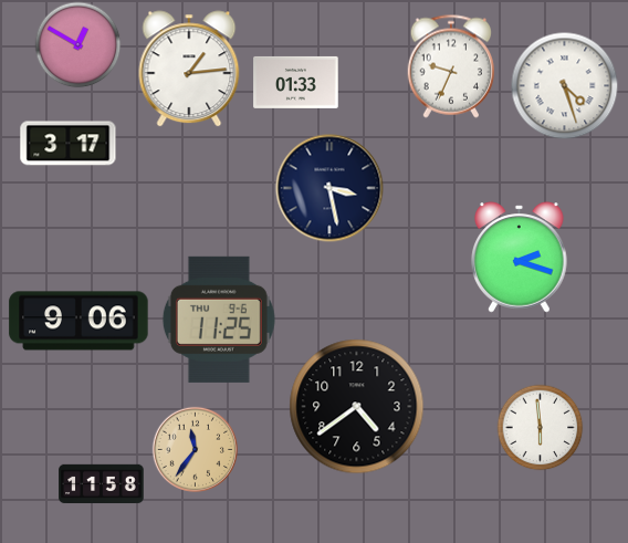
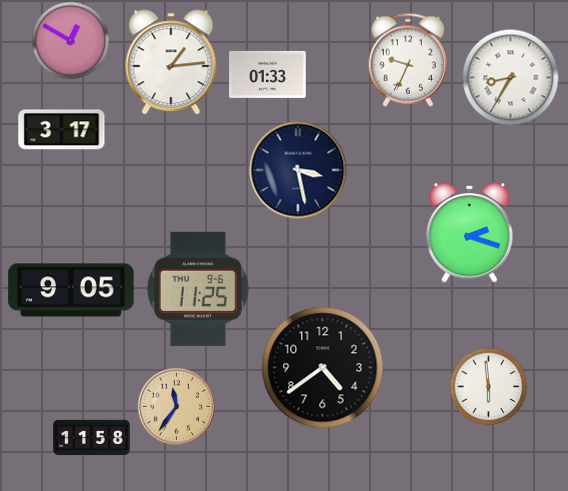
clock at (564, 85): 4:27 -> 8:35
clock at (78, 321): 9:06 -> 9:05
